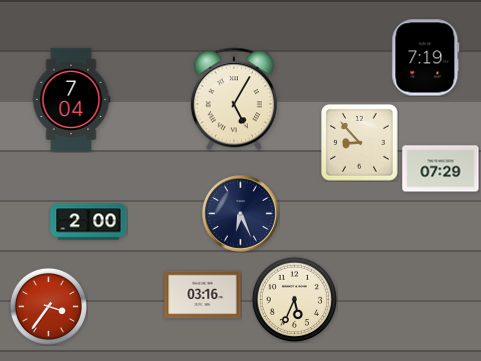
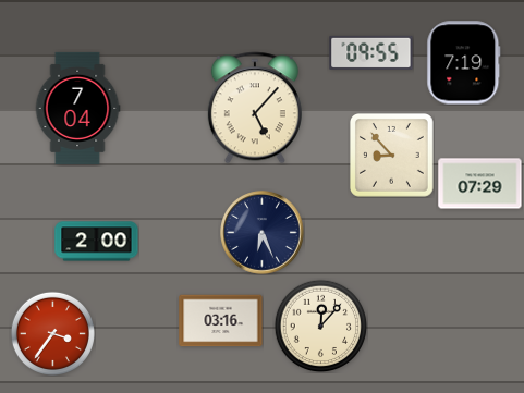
clock at (371, 52): none -> 09:55
clock at (234, 99): 5:05 -> 5:07
clock at (294, 299): 5:34 -> 12:07
